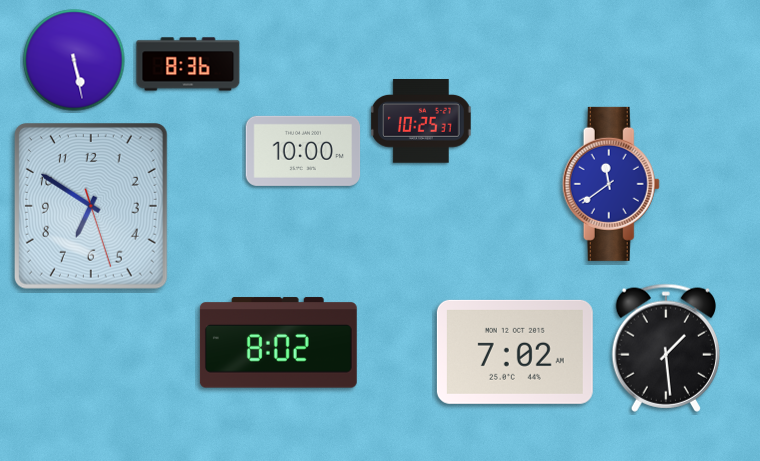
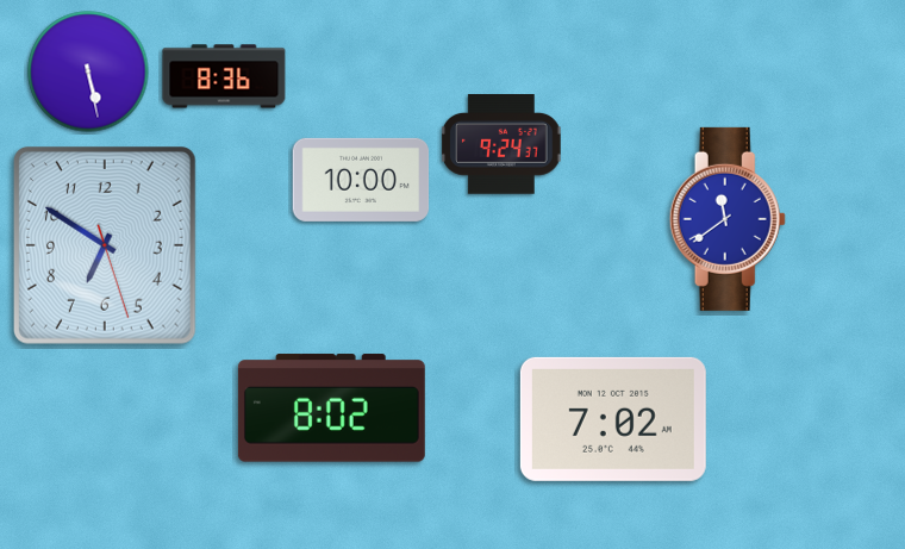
clock at (421, 122): 10:25 -> 9:24
clock at (91, 207) position: (91, 207) -> (105, 247)
clock at (665, 348): 1:29 -> none
